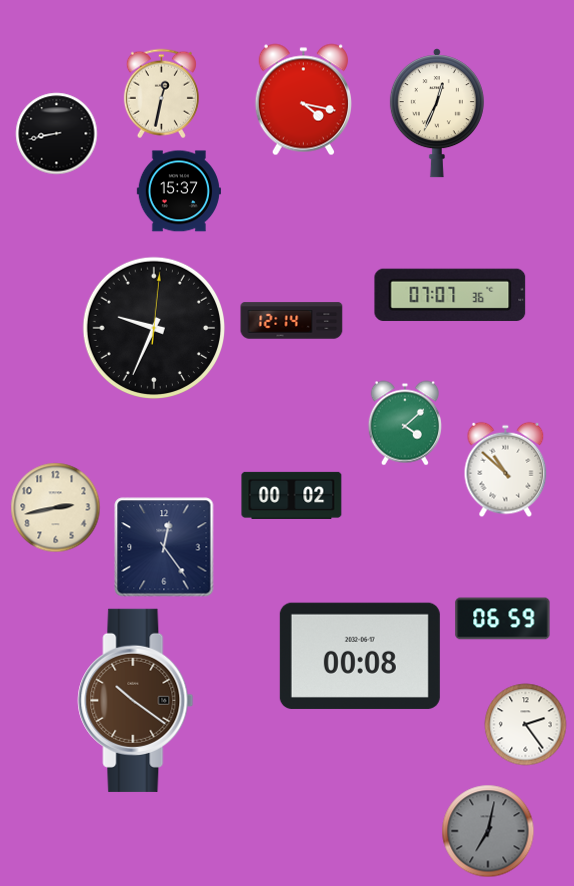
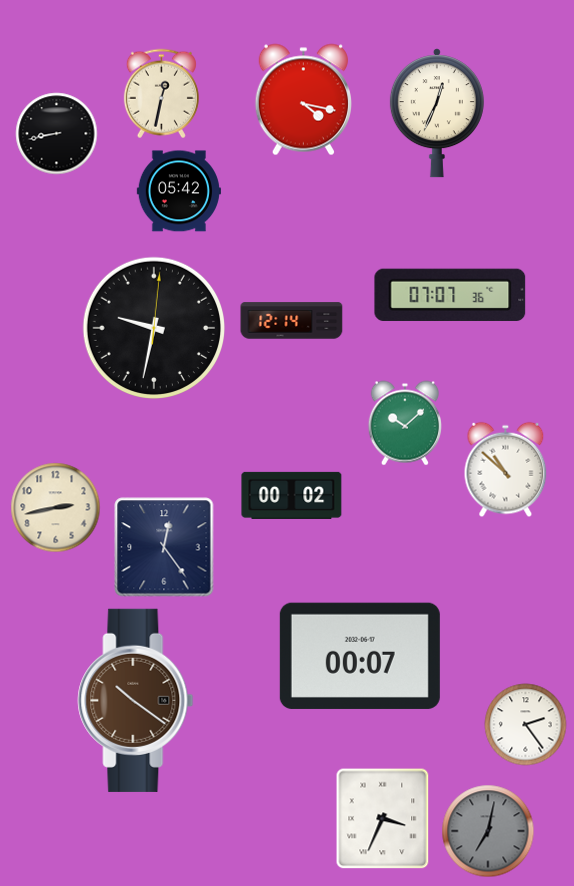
clock at (179, 191): 15:37 -> 05:42
clock at (153, 327): 9:34 -> 9:32
clock at (405, 423): 4:08 -> 10:08
clock at (503, 619): 06:59 -> none
clock at (360, 656): 00:08 -> 00:07
clock at (383, 819): none -> 3:34
